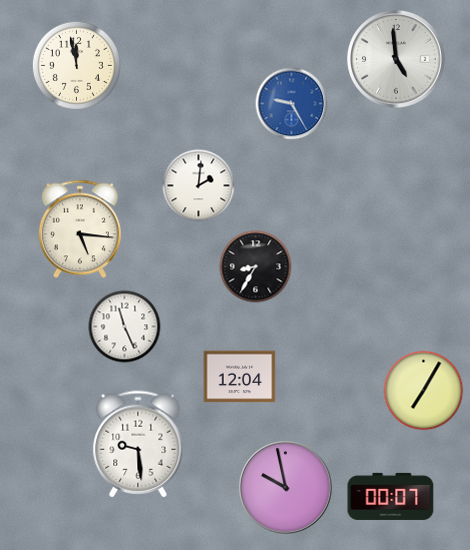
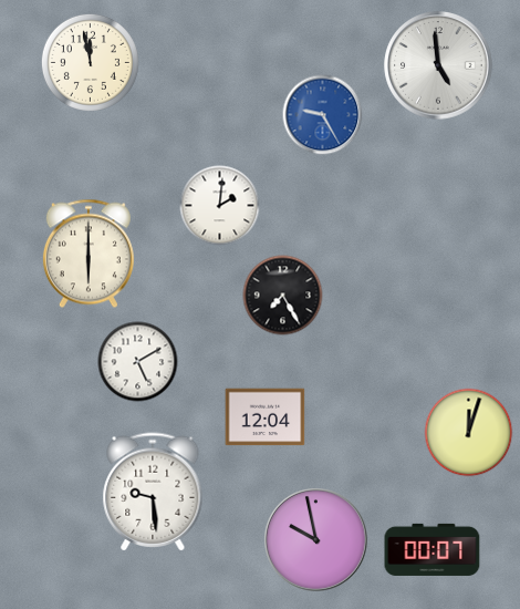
clock at (76, 65) position: (76, 65) -> (90, 62)
clock at (80, 229): 5:16 -> 6:00
clock at (256, 267): 8:35 -> 7:25
clock at (125, 327): 11:26 -> 5:10
clock at (424, 391): 7:05 -> 12:03
